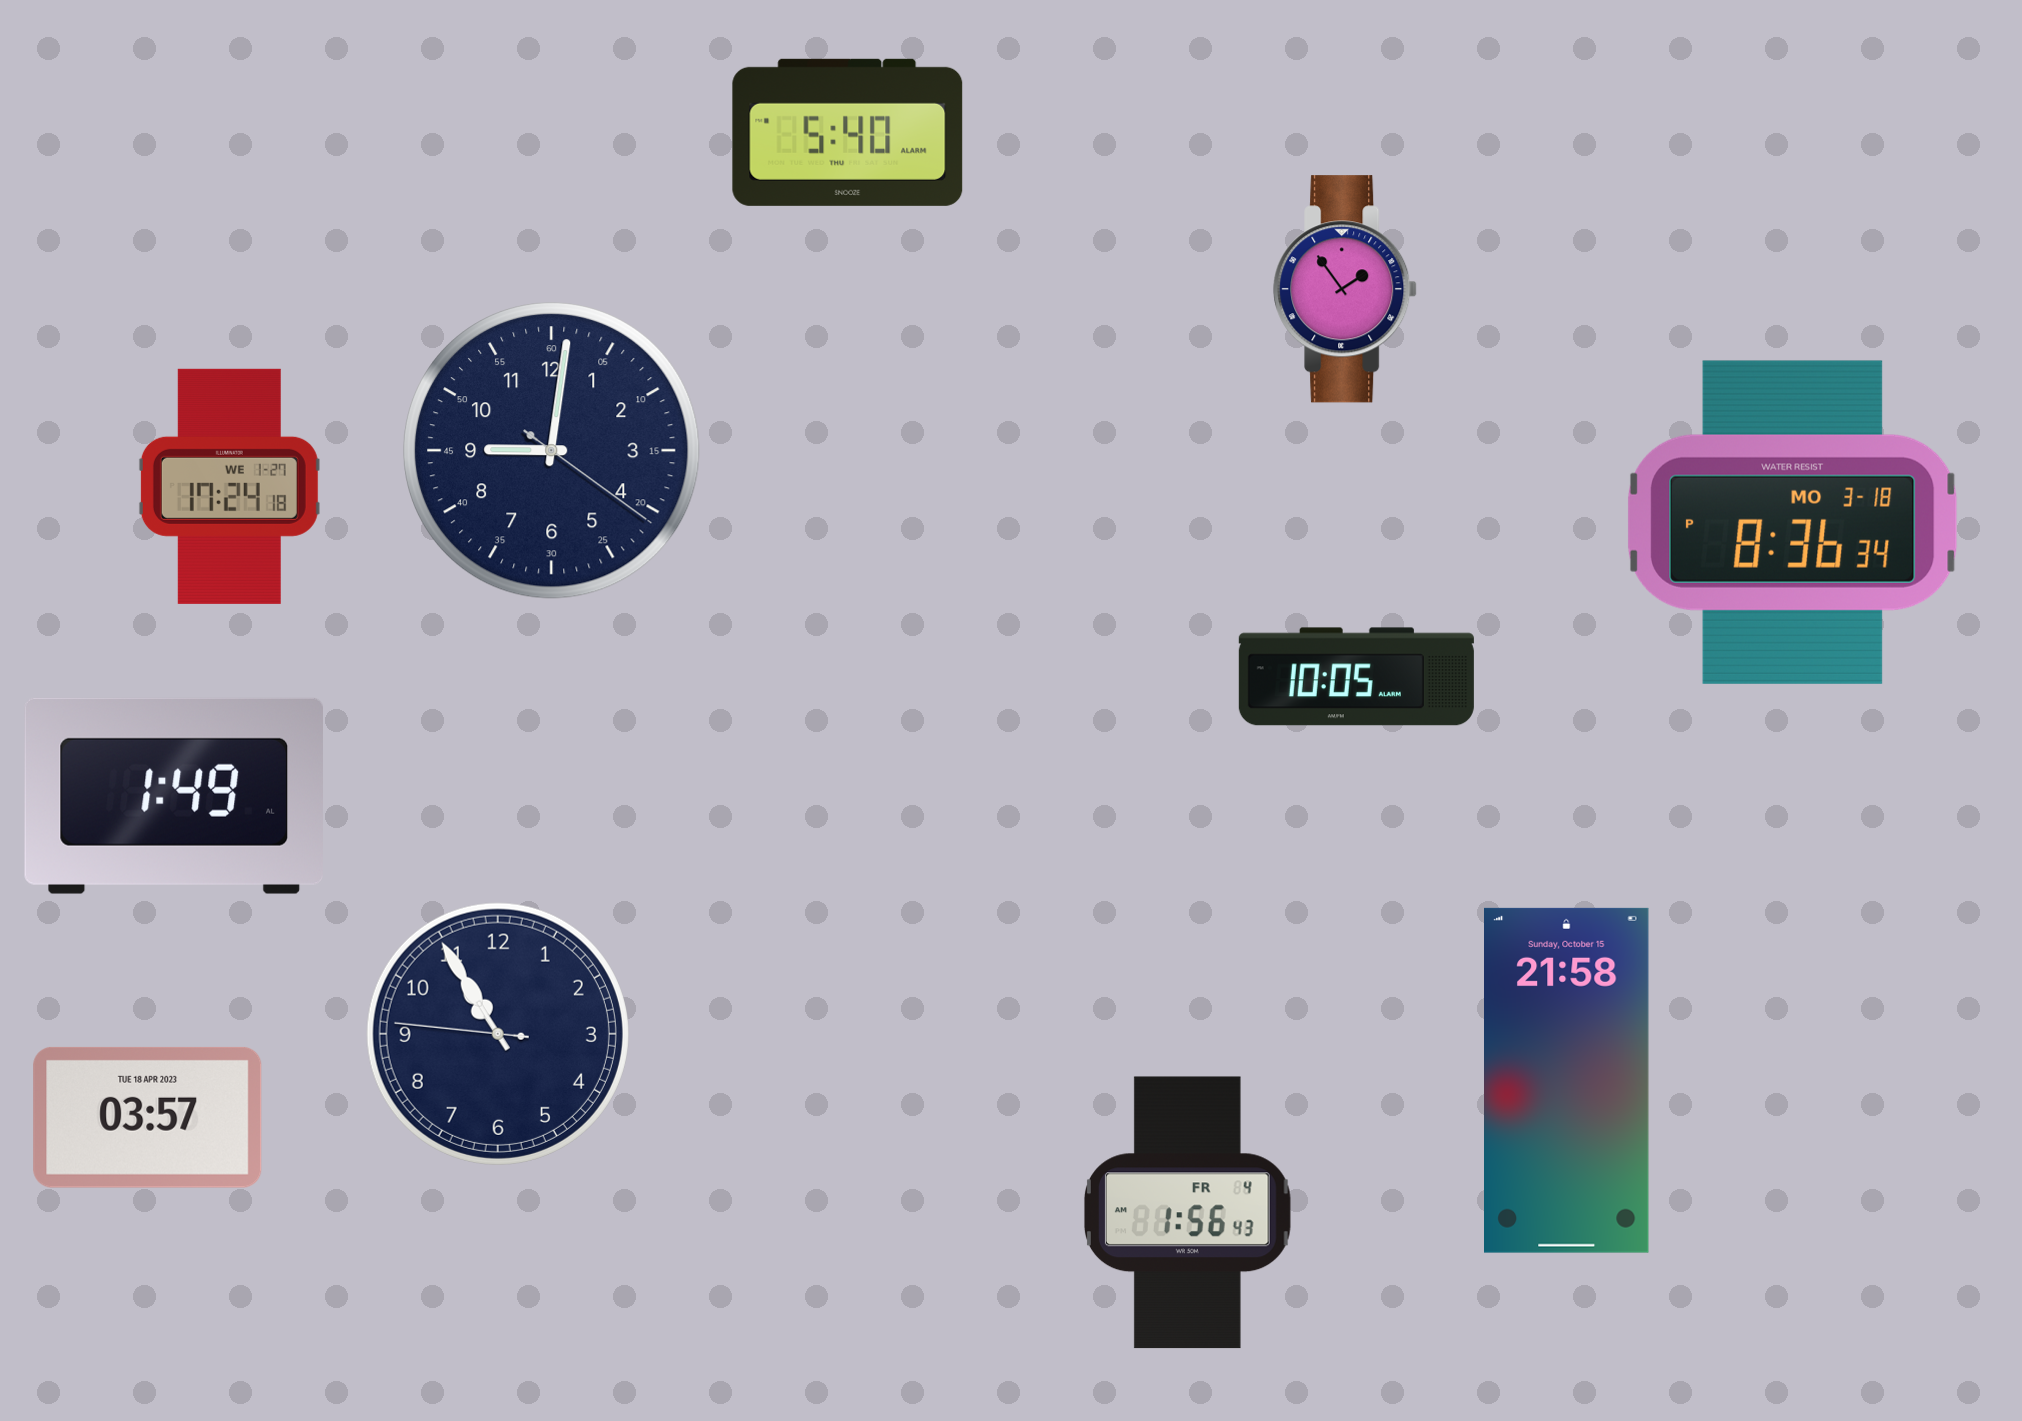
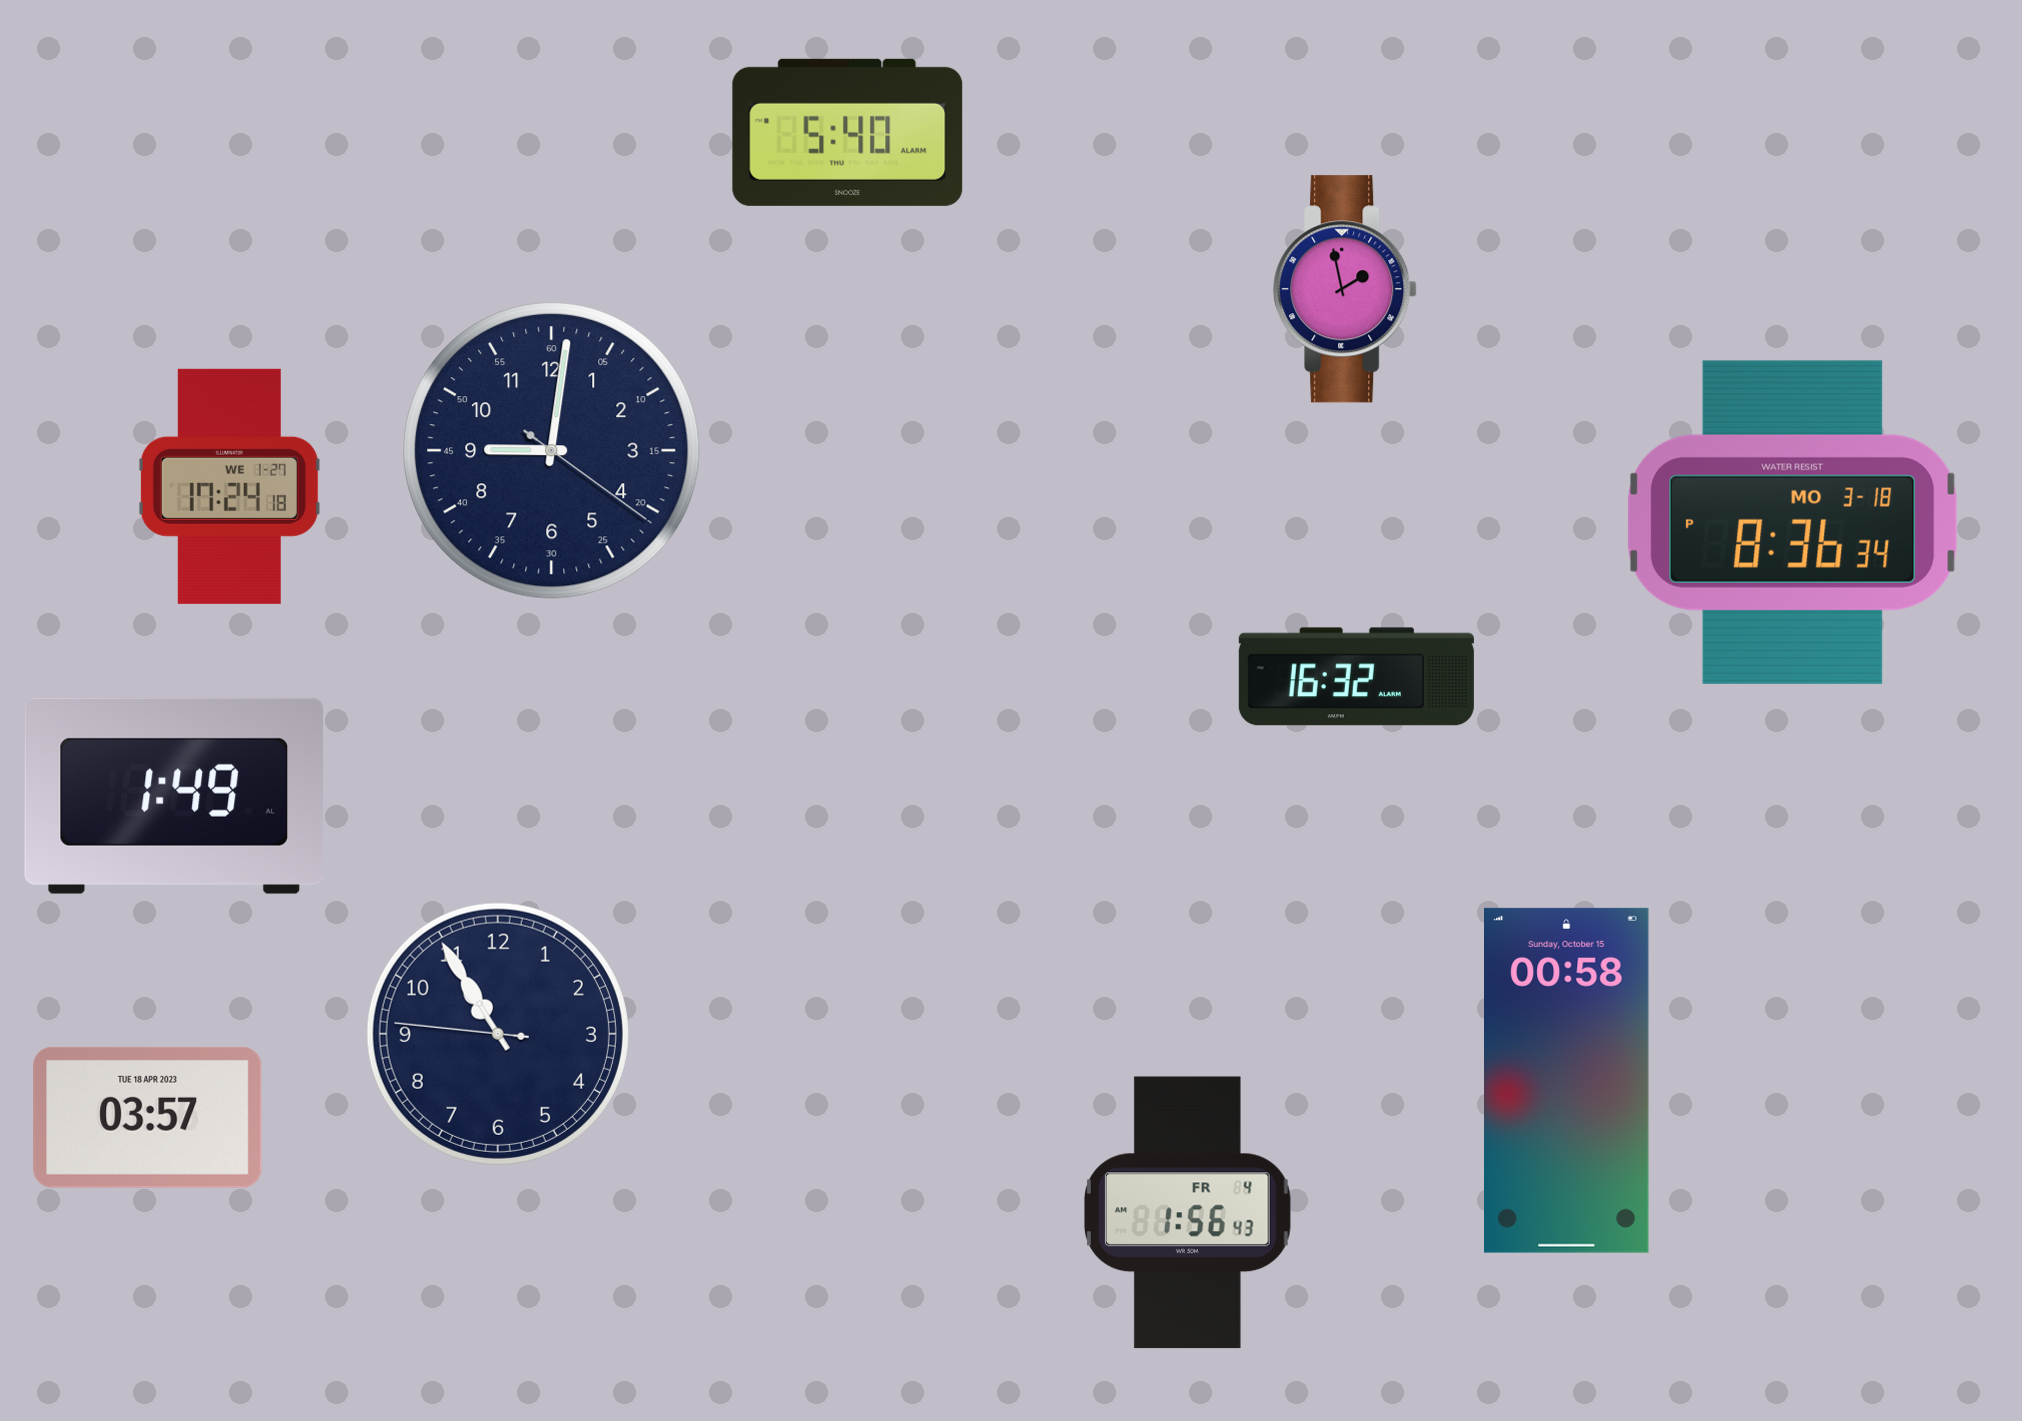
clock at (1345, 289): 1:54 -> 1:58
clock at (1356, 677): 10:05 -> 16:32
clock at (1567, 1080): 21:58 -> 00:58
